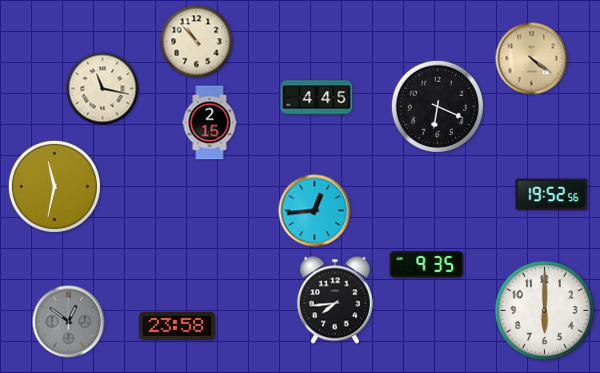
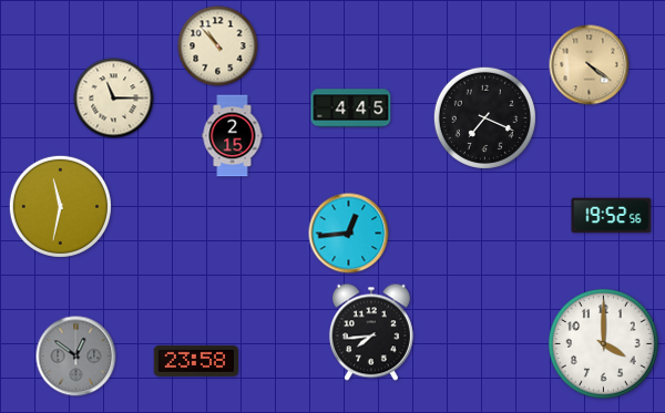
clock at (103, 89): 11:17 -> 11:15
clock at (437, 106): 6:19 -> 7:19
clock at (427, 265): 9:35 -> none
clock at (545, 311): 6:00 -> 4:00
